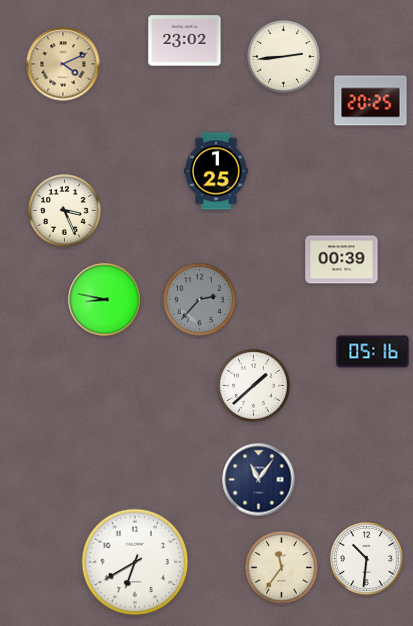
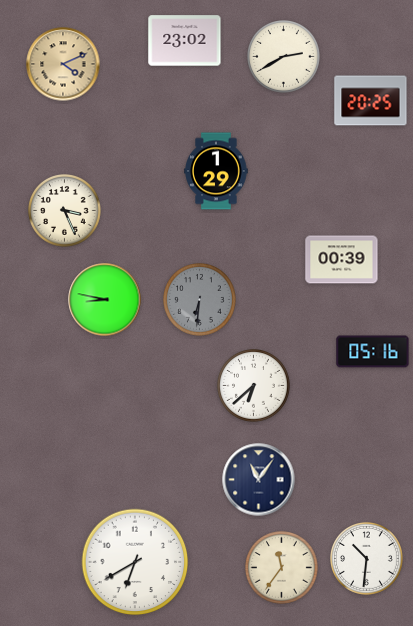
clock at (284, 57): 2:44 -> 2:40
clock at (216, 171): 1:25 -> 1:29
clock at (200, 300): 2:37 -> 6:31
clock at (254, 386): 1:38 -> 6:38
